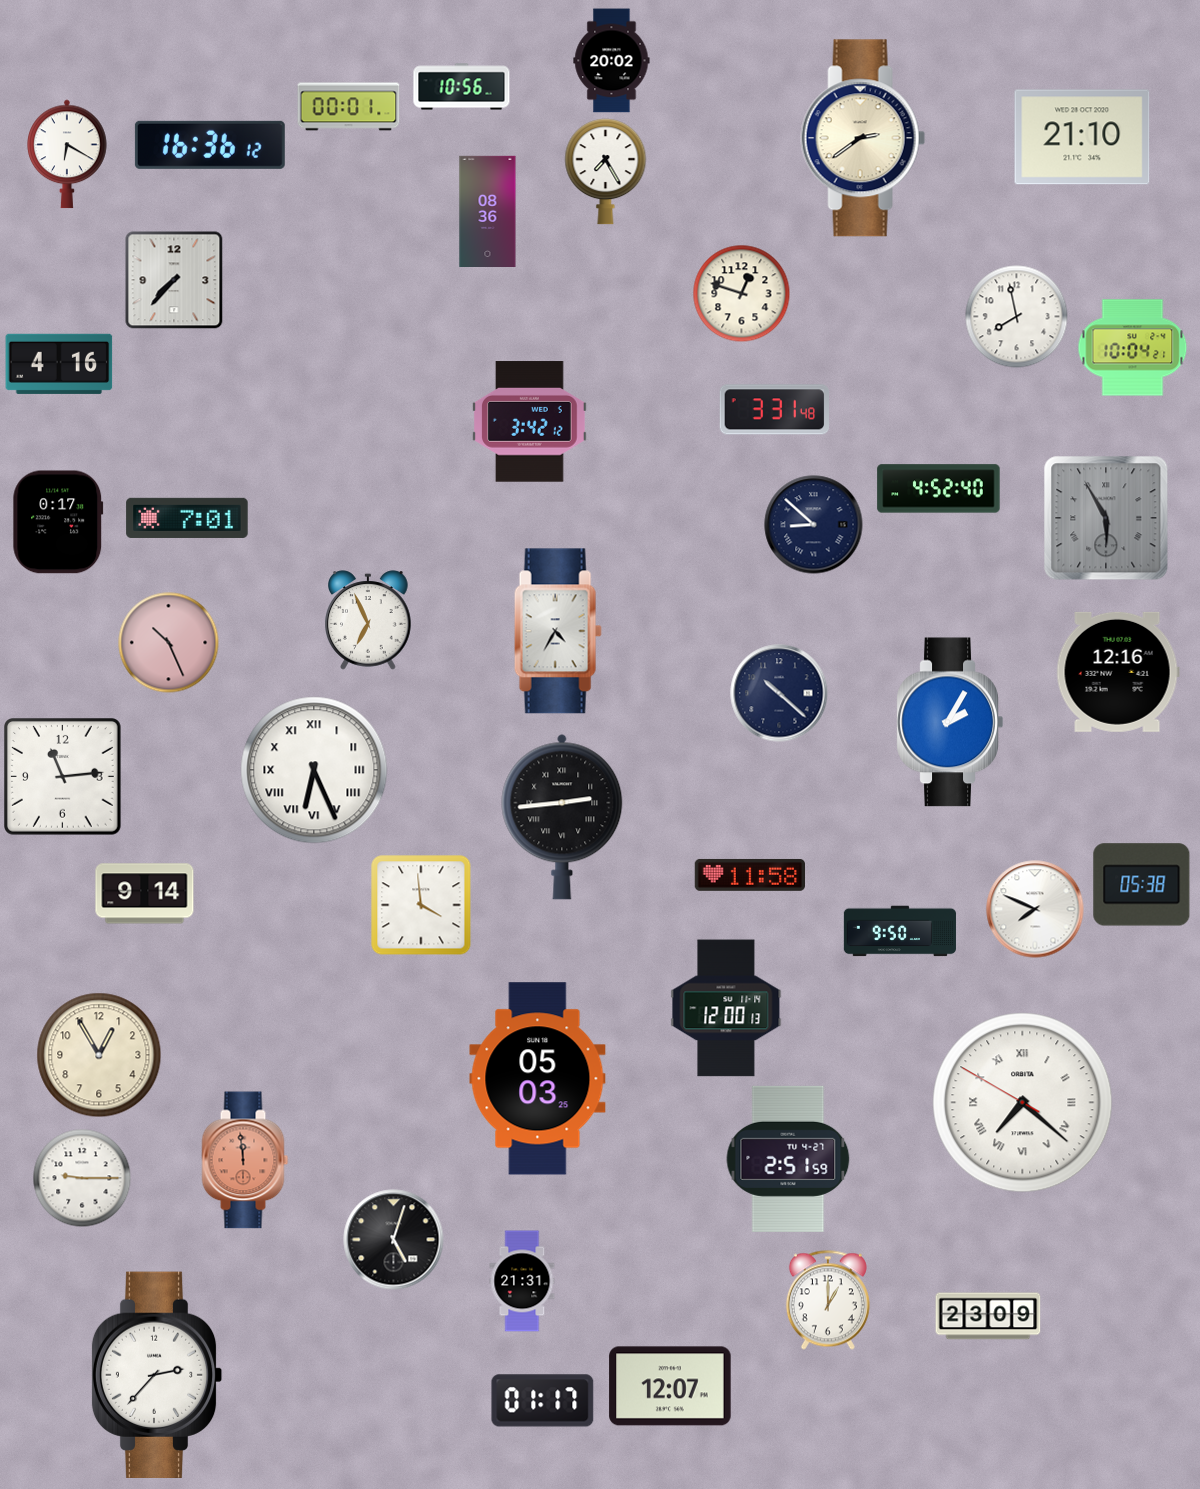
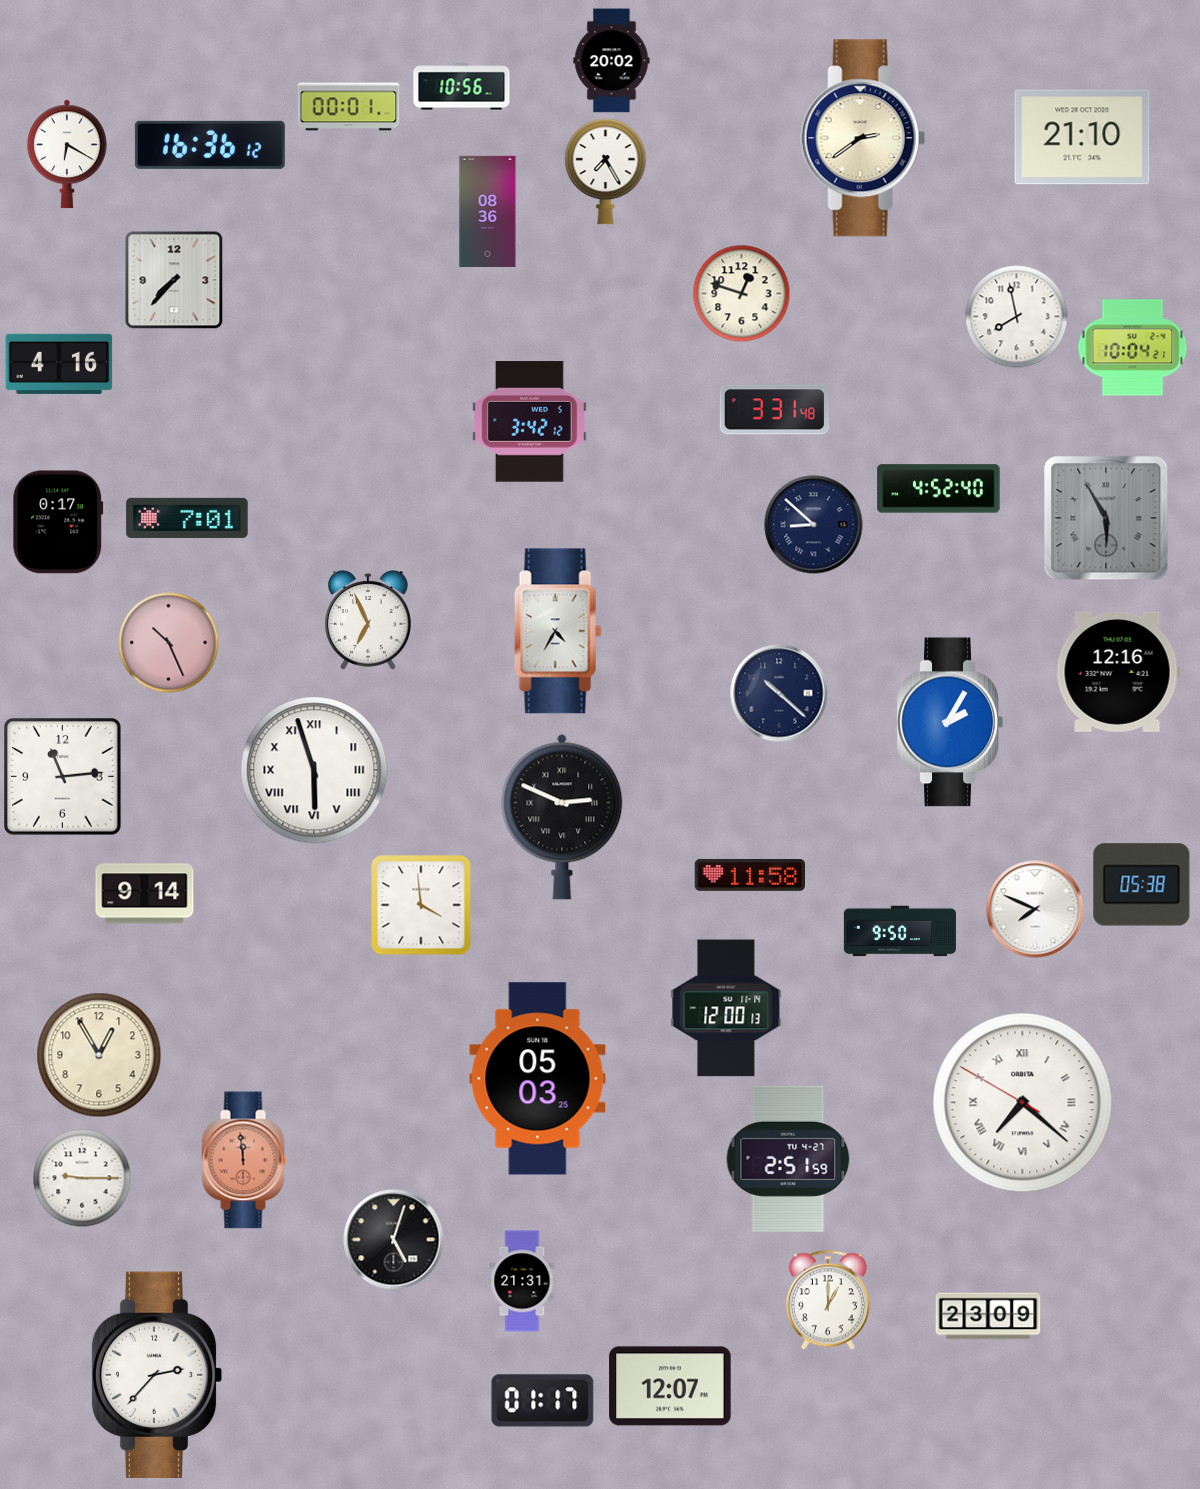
clock at (314, 770): 6:26 -> 5:57
clock at (562, 817): 2:44 -> 2:49
